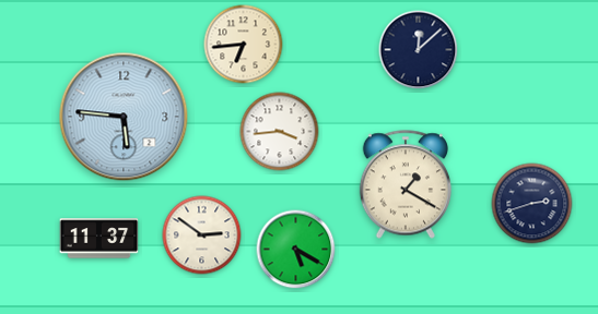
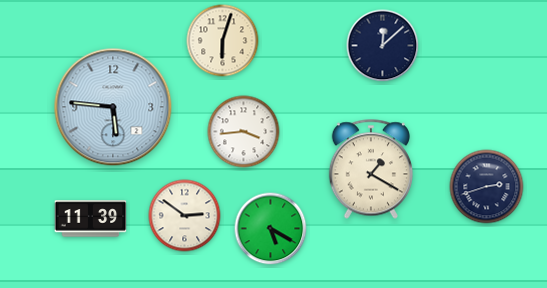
clock at (244, 45): 6:44 -> 6:03
clock at (280, 132) position: (280, 132) -> (244, 132)
clock at (99, 239): 11:37 -> 11:39
